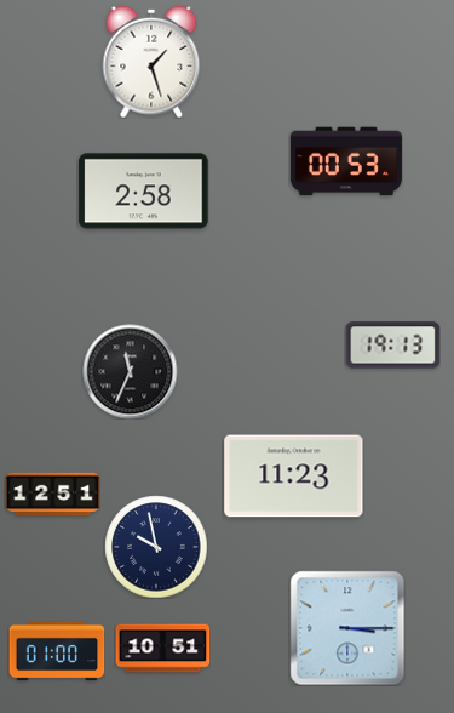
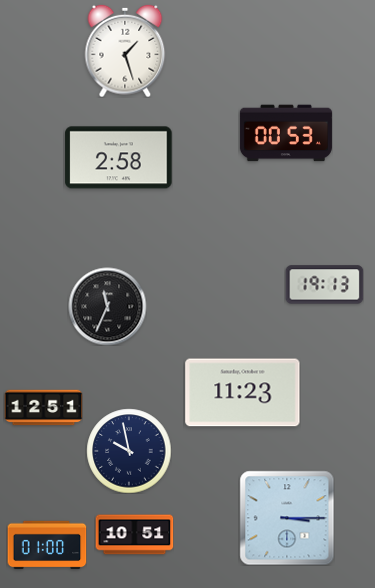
clock at (57, 651) position: (57, 651) -> (47, 545)
